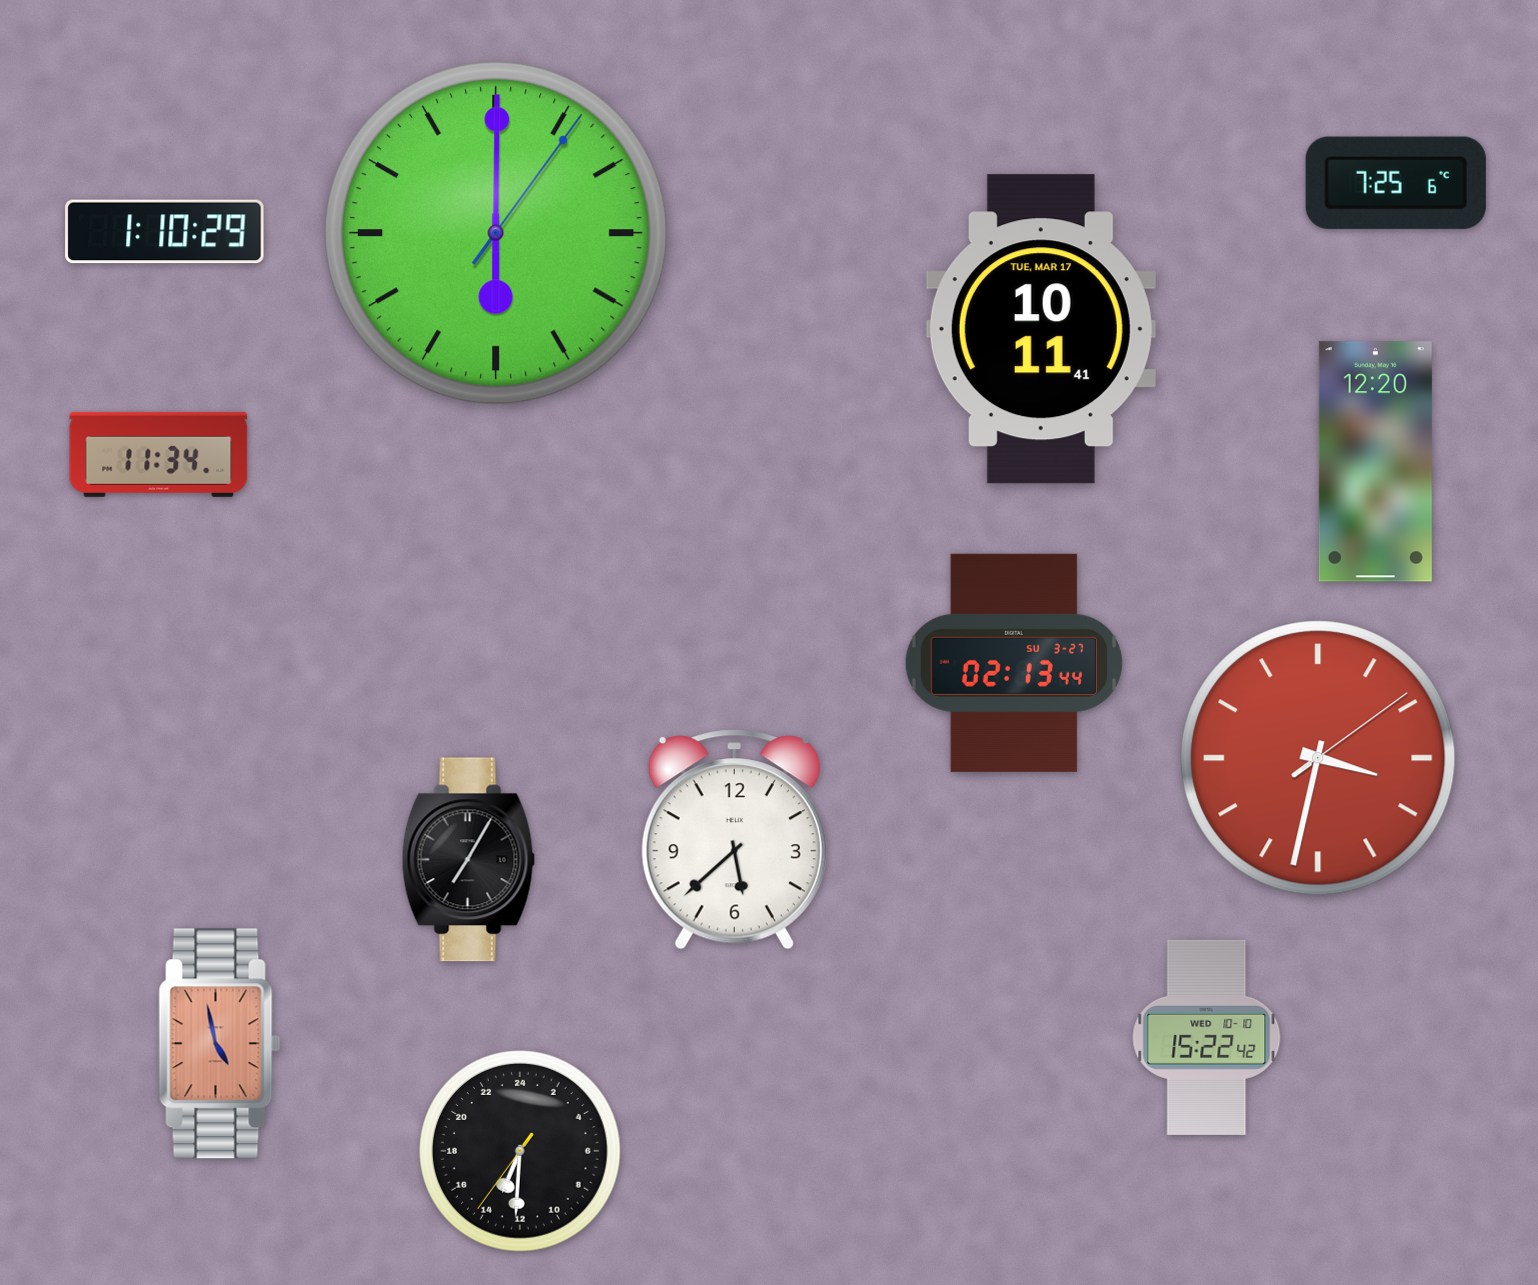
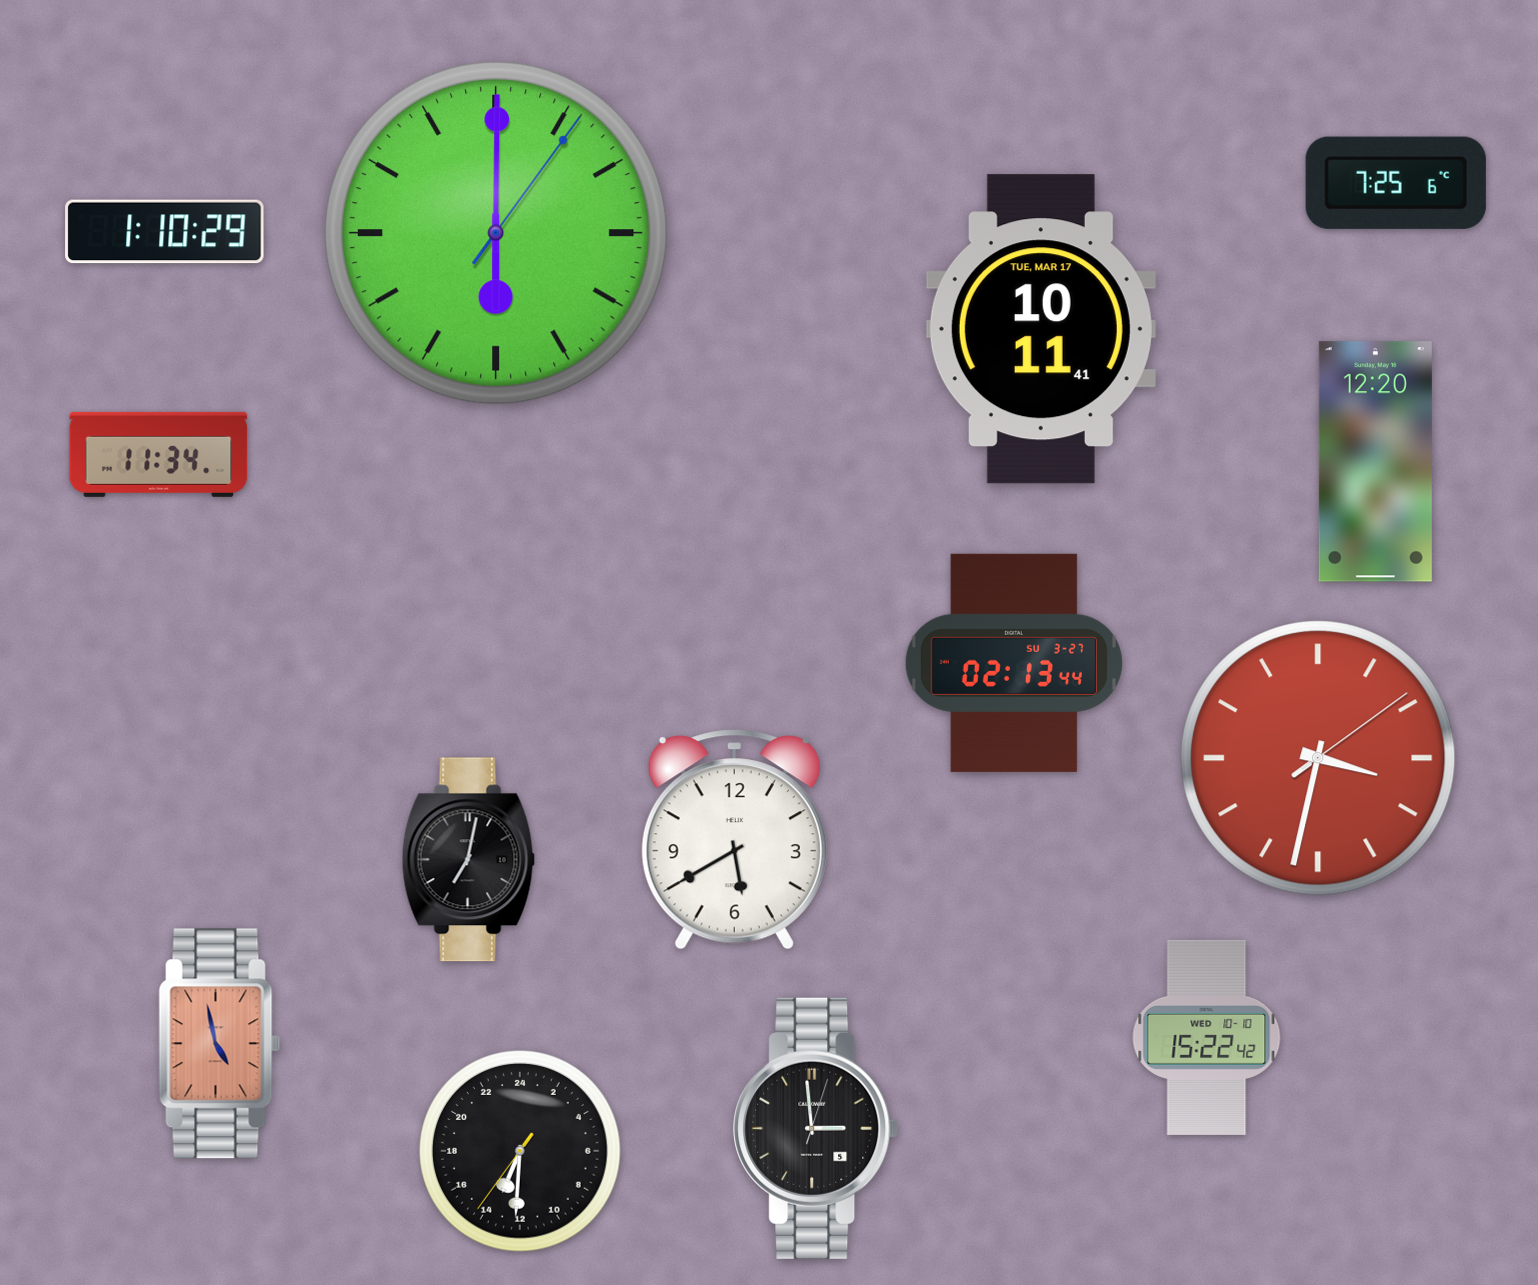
clock at (734, 840): 5:38 -> 5:40
clock at (468, 860): 7:05 -> 7:02
clock at (816, 1128): none -> 2:59
